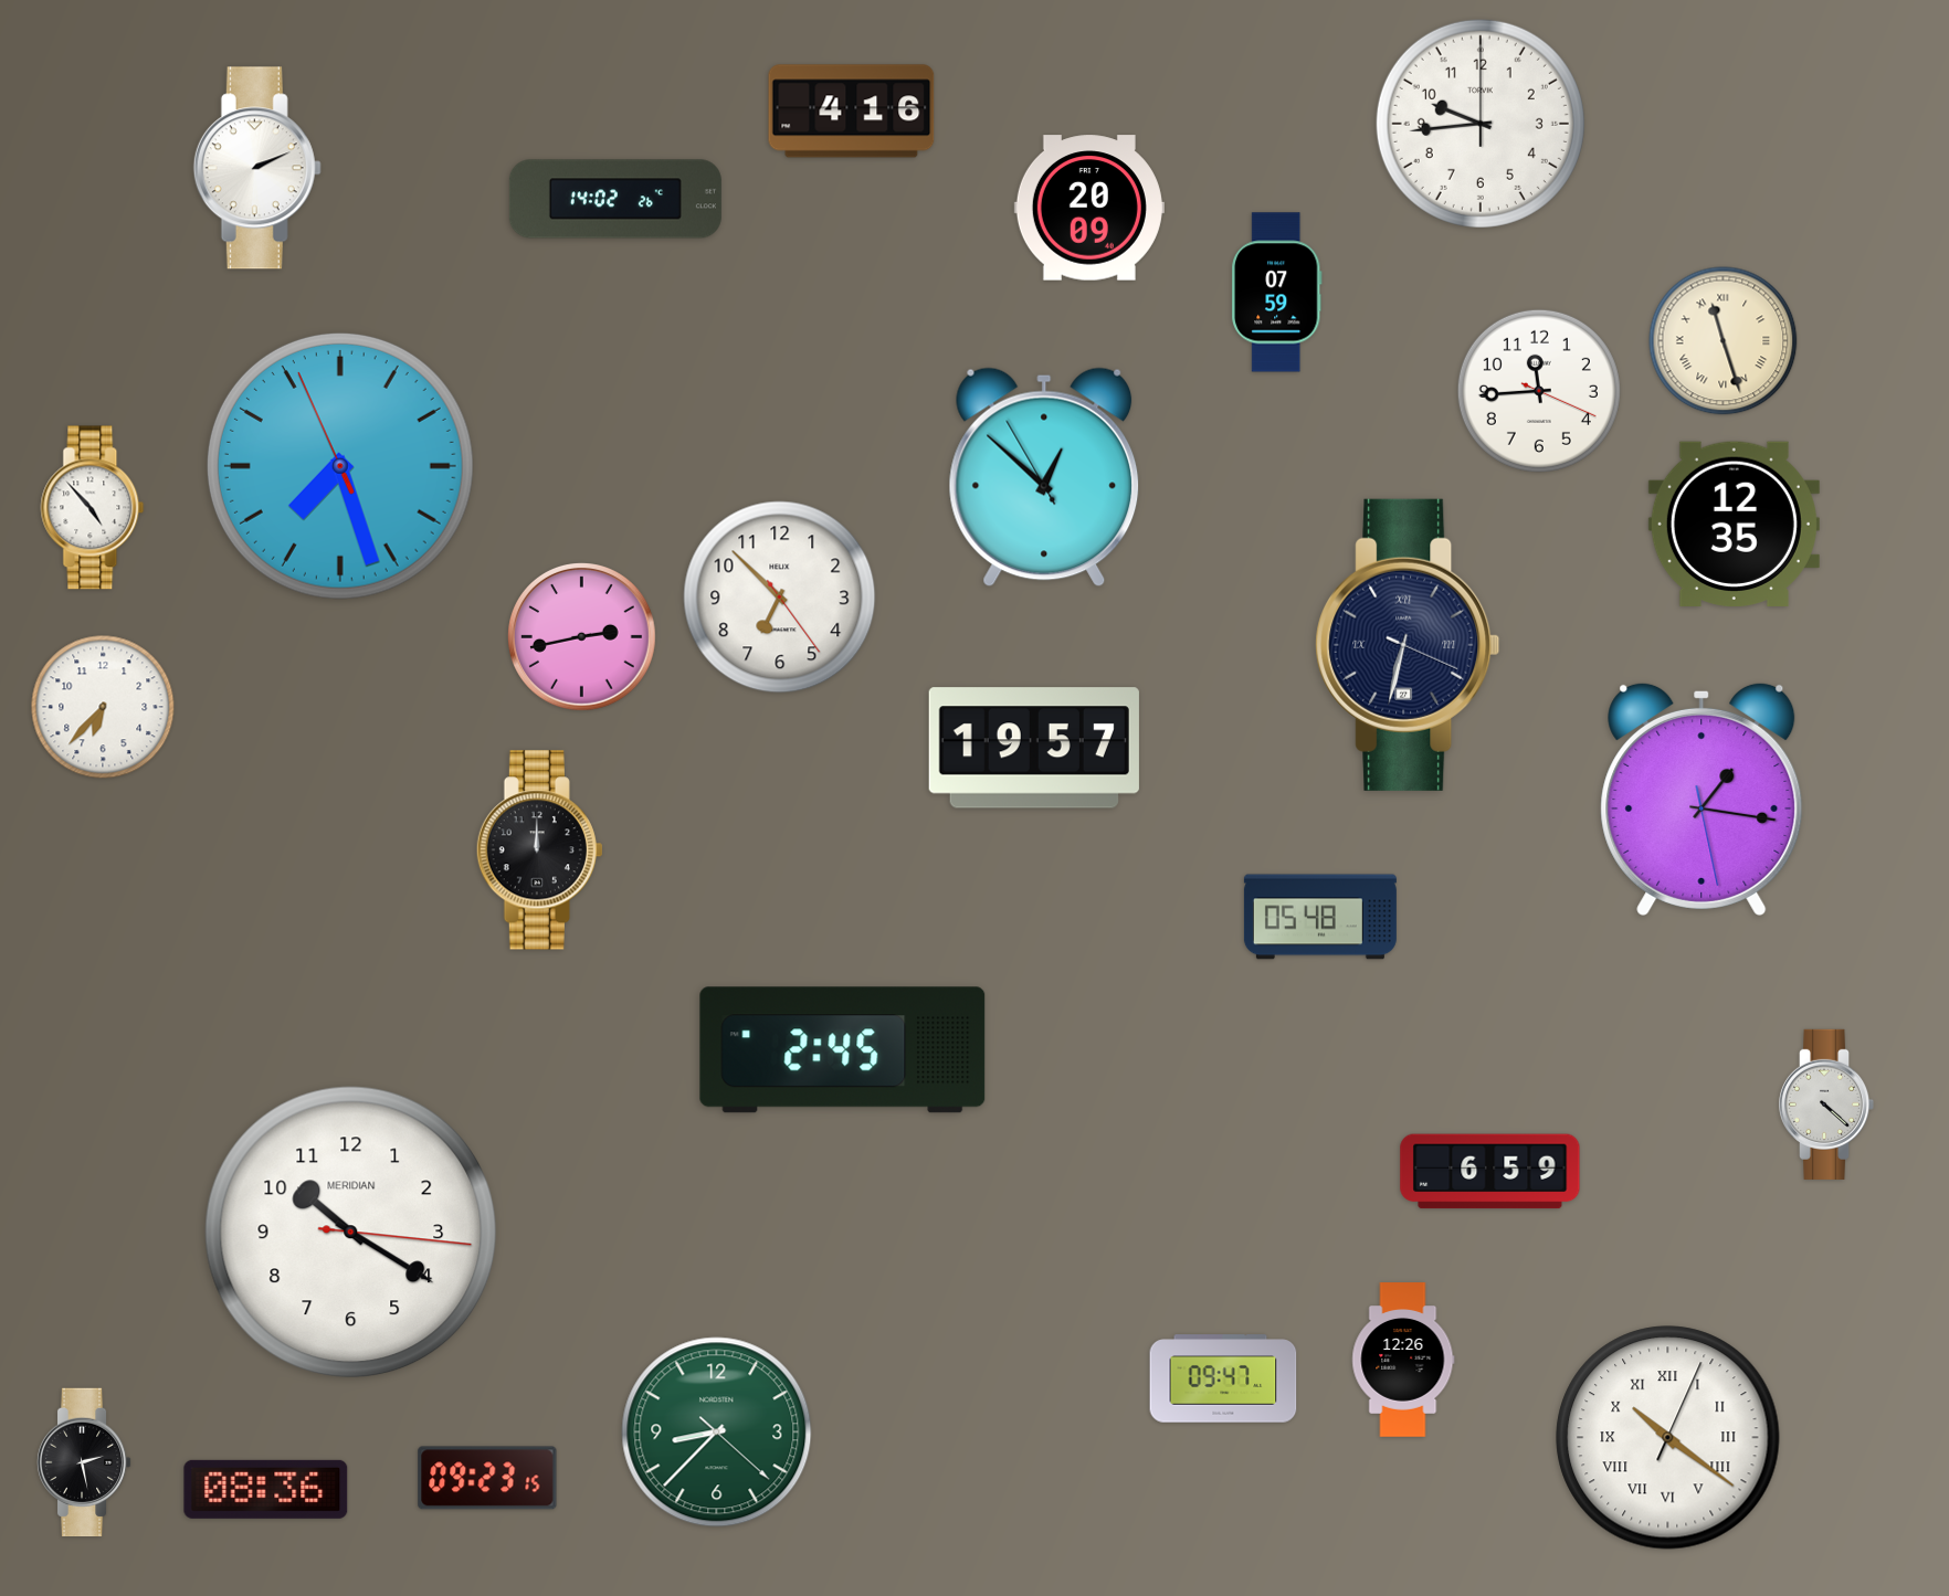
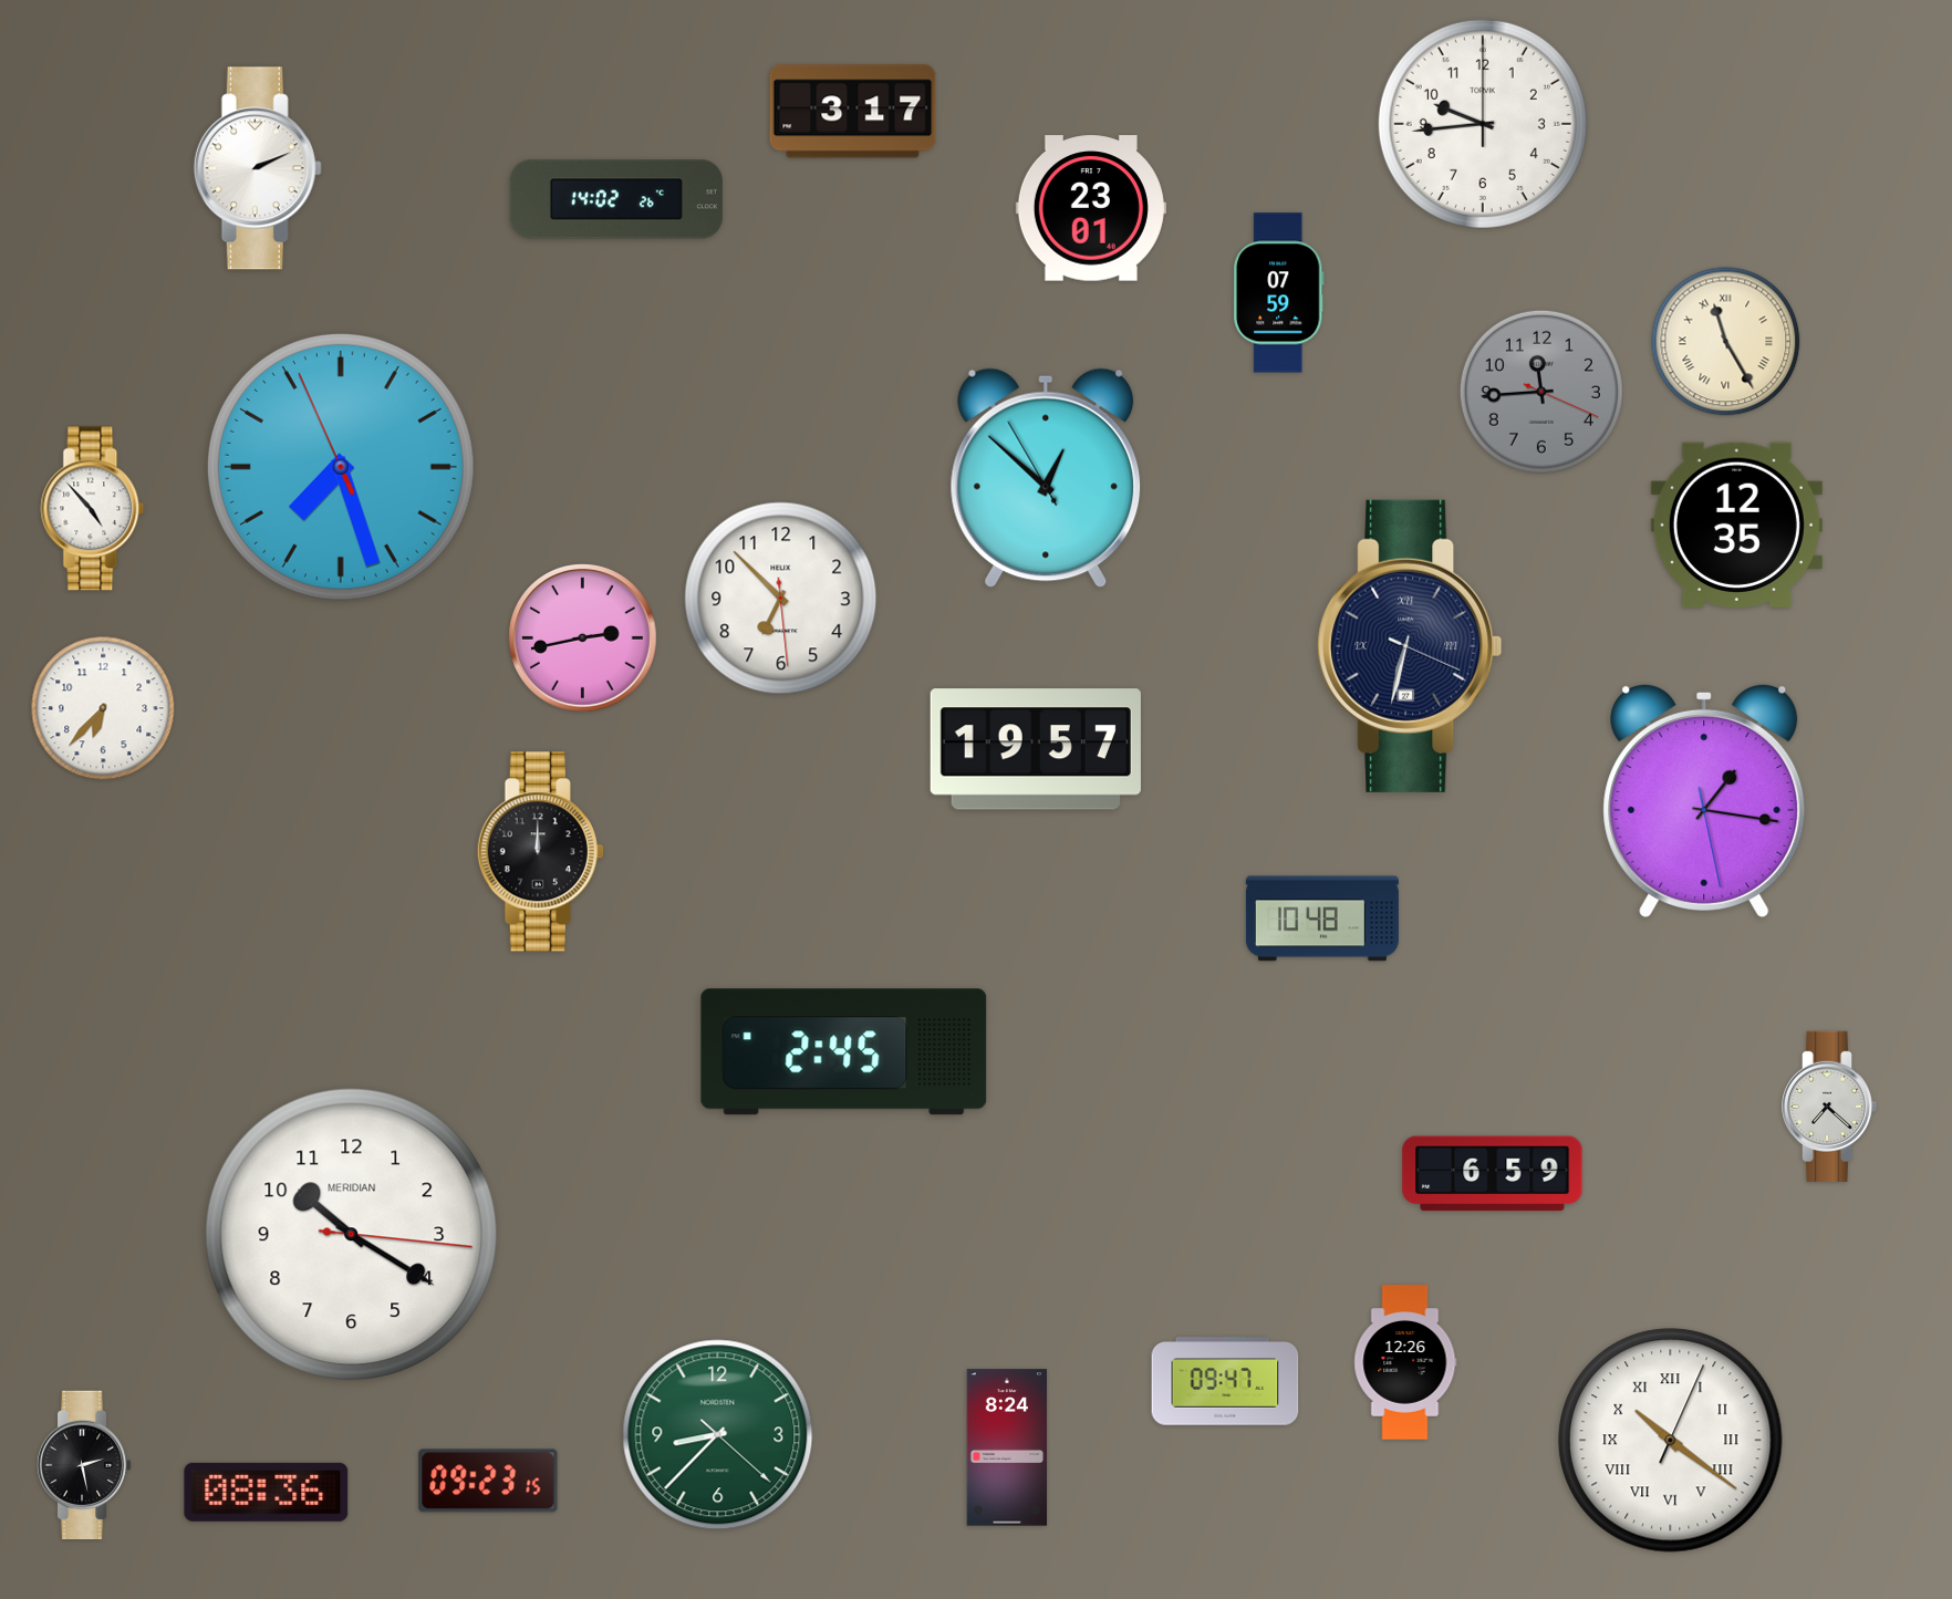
clock at (852, 112): 4:16 -> 3:17
clock at (1089, 208): 20:09 -> 23:01
clock at (1724, 341): 11:27 -> 11:25
clock at (1539, 391) dial: white -> grey
clock at (780, 598): 6:52:24 -> 6:52:29
clock at (1320, 917): 05:48 -> 10:48
clock at (1826, 1104): 4:22 -> 7:22
clock at (1007, 1447): none -> 8:24
